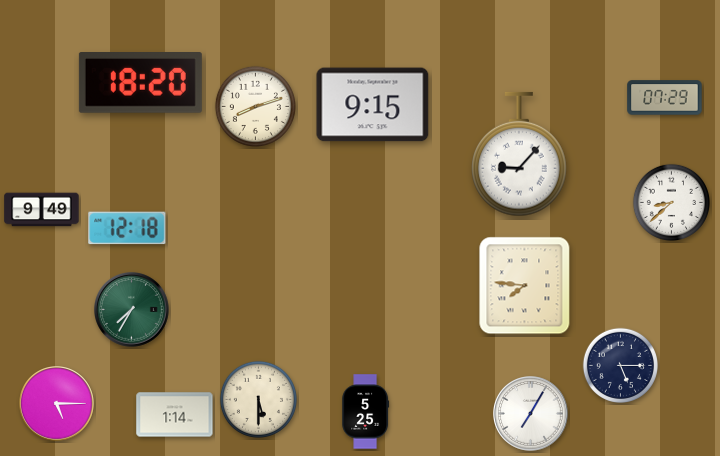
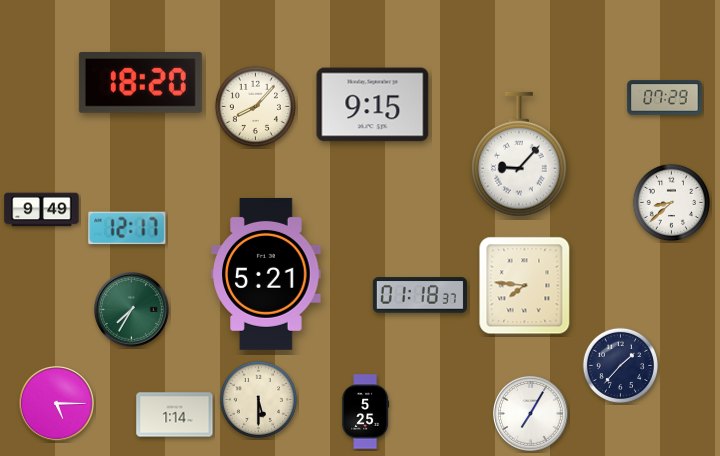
clock at (255, 106): 8:12 -> 8:07
clock at (127, 228): 12:18 -> 12:17
clock at (266, 274): none -> 5:21
clock at (420, 295): none -> 01:18
clock at (620, 365): 5:15 -> 1:37
